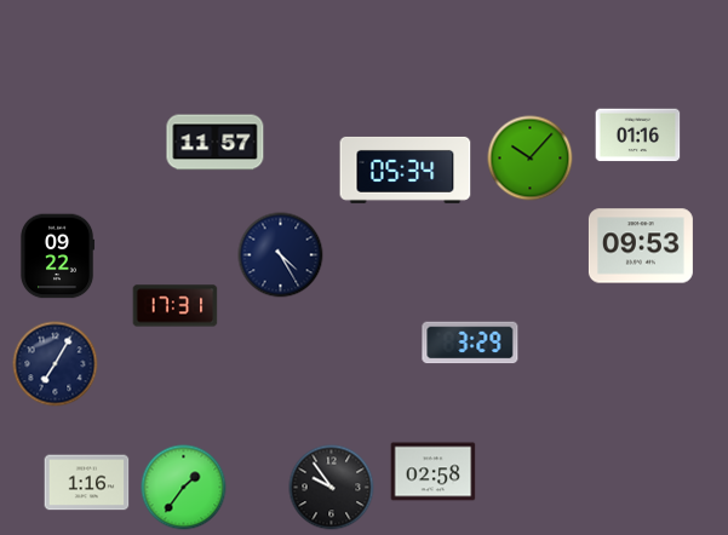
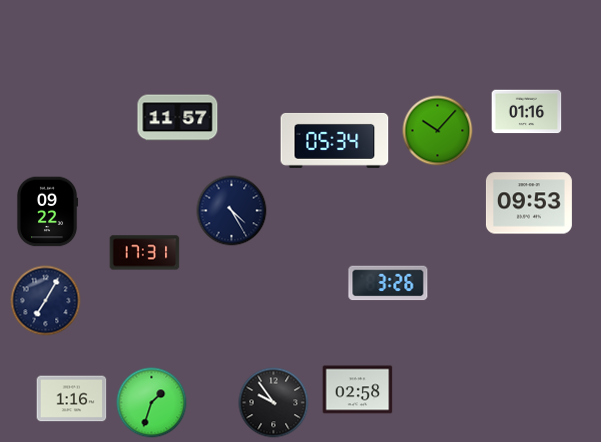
clock at (470, 343): 3:29 -> 3:26
clock at (184, 488): 1:36 -> 1:33
